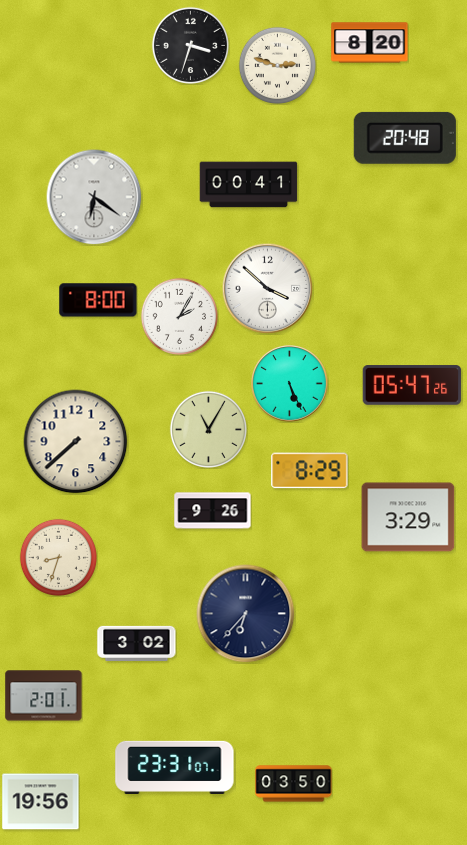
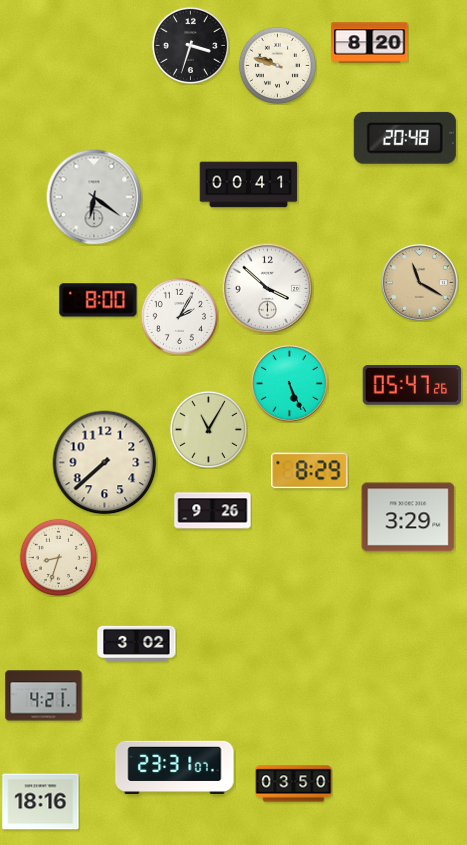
clock at (277, 65): 2:48 -> 9:48
clock at (420, 283): none -> 11:20
clock at (76, 442) position: (76, 442) -> (105, 463)
clock at (246, 614): 6:37 -> none
clock at (44, 696): 2:01 -> 4:21
clock at (41, 802): 19:56 -> 18:16
